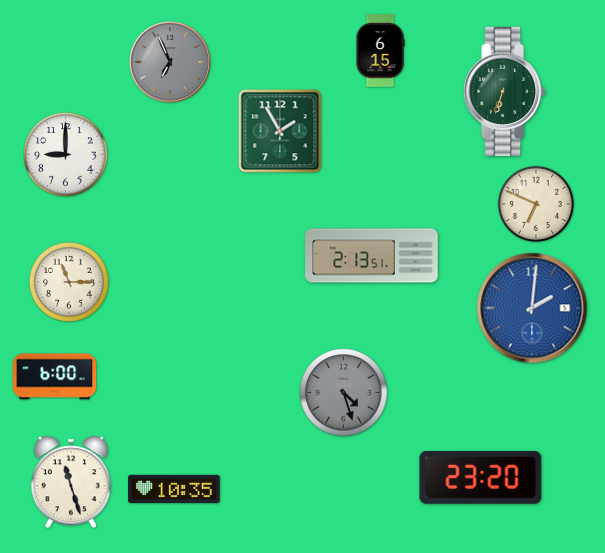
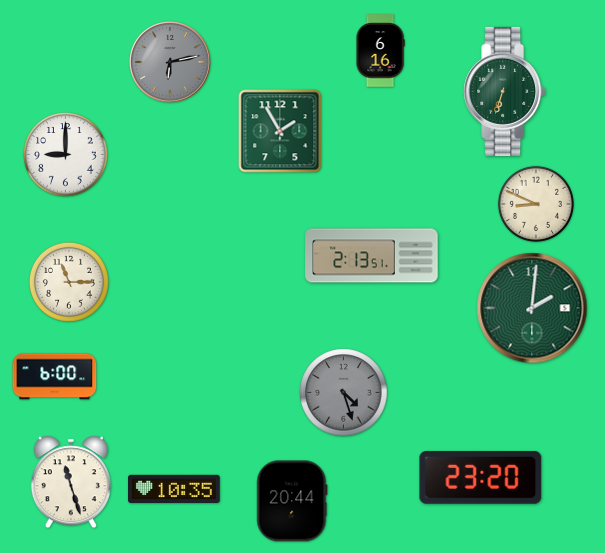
clock at (380, 51): 6:15 -> 6:16
clock at (170, 62): 6:56 -> 6:13
clock at (536, 204): 6:49 -> 8:49
clock at (532, 308) dial: blue -> green
clock at (292, 501): none -> 20:44
